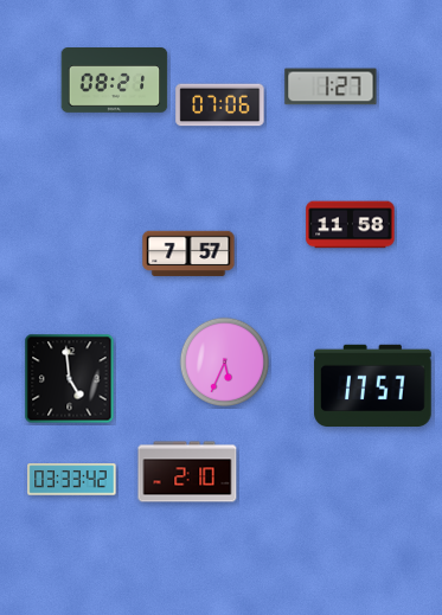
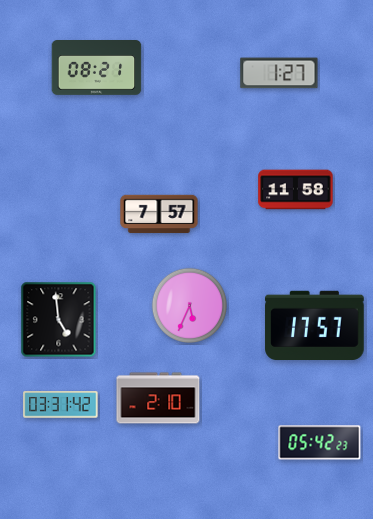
clock at (220, 105): 07:06 -> none
clock at (72, 480): 03:33 -> 03:31
clock at (320, 443): none -> 05:42
